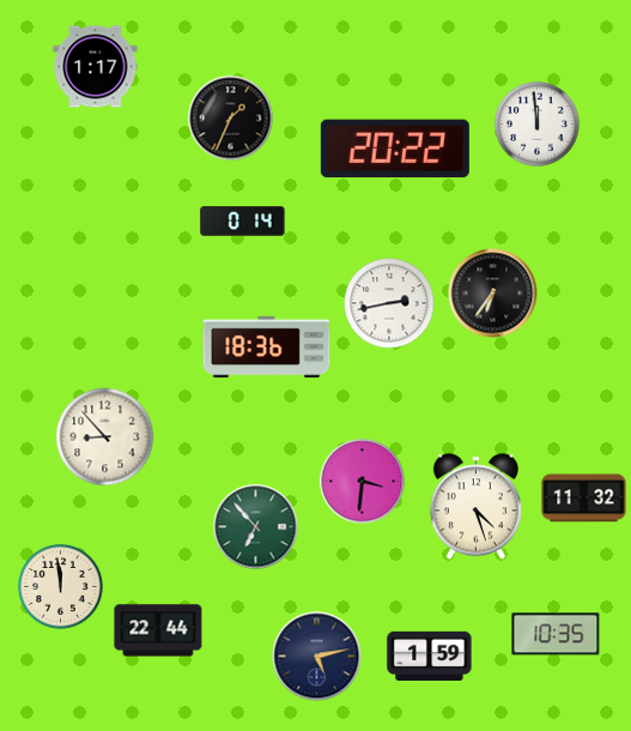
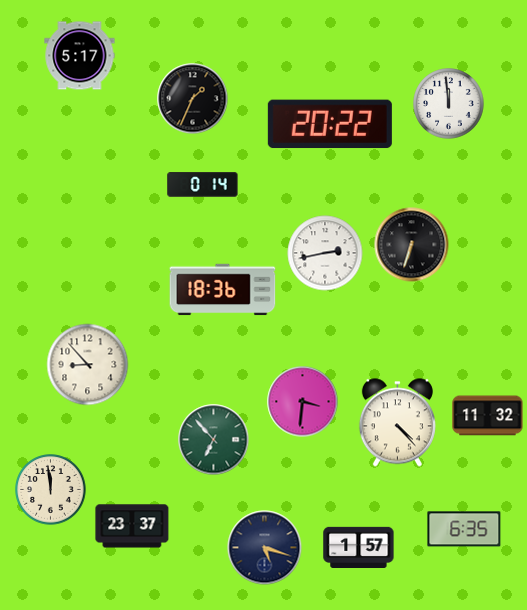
clock at (96, 67): 1:17 -> 5:17
clock at (493, 294): 6:36 -> 6:33
clock at (475, 507): 4:27 -> 4:23
clock at (158, 630): 22:44 -> 23:37
clock at (556, 634): 10:35 -> 6:35
clock at (430, 656): 1:59 -> 1:57
clock at (317, 657): 5:13 -> 5:18
